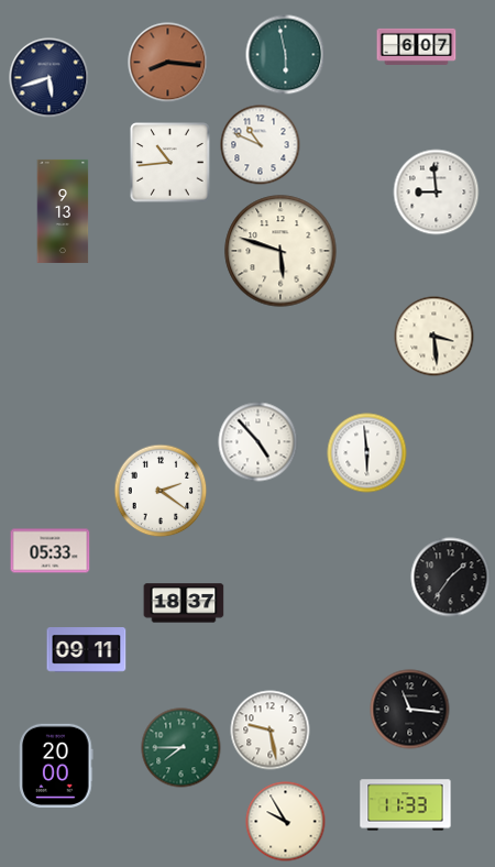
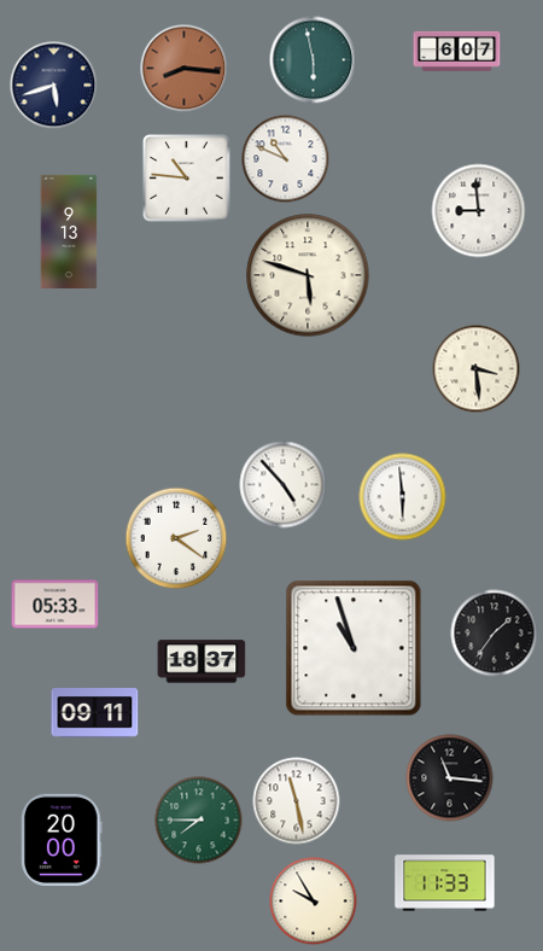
clock at (170, 163): 10:44 -> 10:46
clock at (354, 648): none -> 10:57
clock at (271, 731): 9:28 -> 11:28
